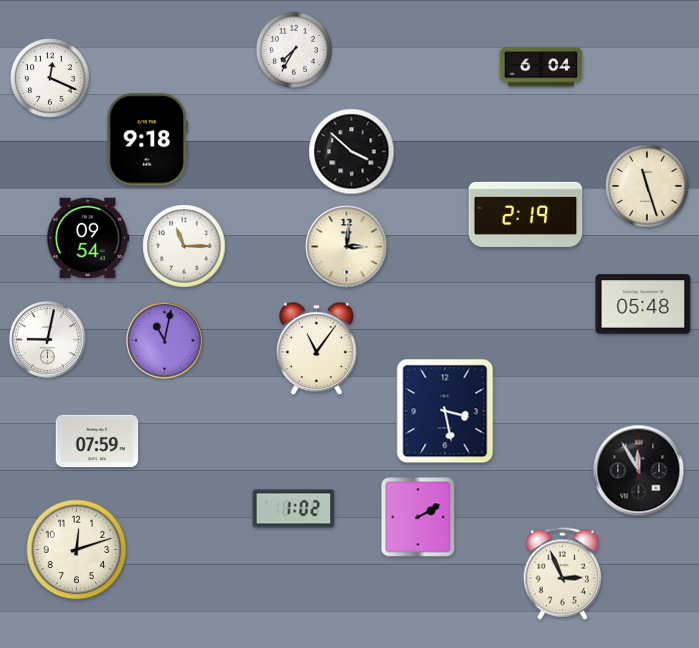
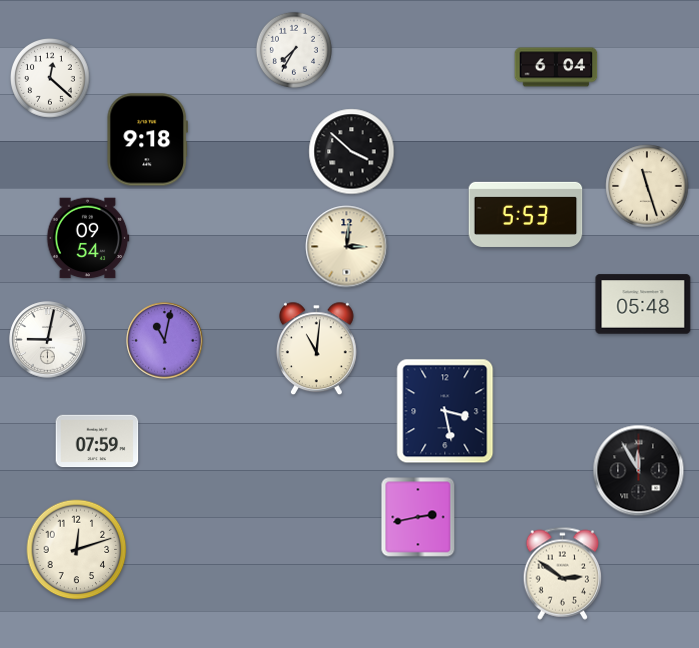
clock at (541, 67) position: (541, 67) -> (556, 67)
clock at (51, 79): 12:19 -> 12:22
clock at (526, 214): 2:19 -> 5:53
clock at (184, 246): 11:15 -> none
clock at (316, 349): 11:06 -> 11:01
clock at (294, 509): 1:02 -> none
clock at (418, 517): 2:10 -> 2:43
clock at (563, 573): 2:56 -> 2:51
